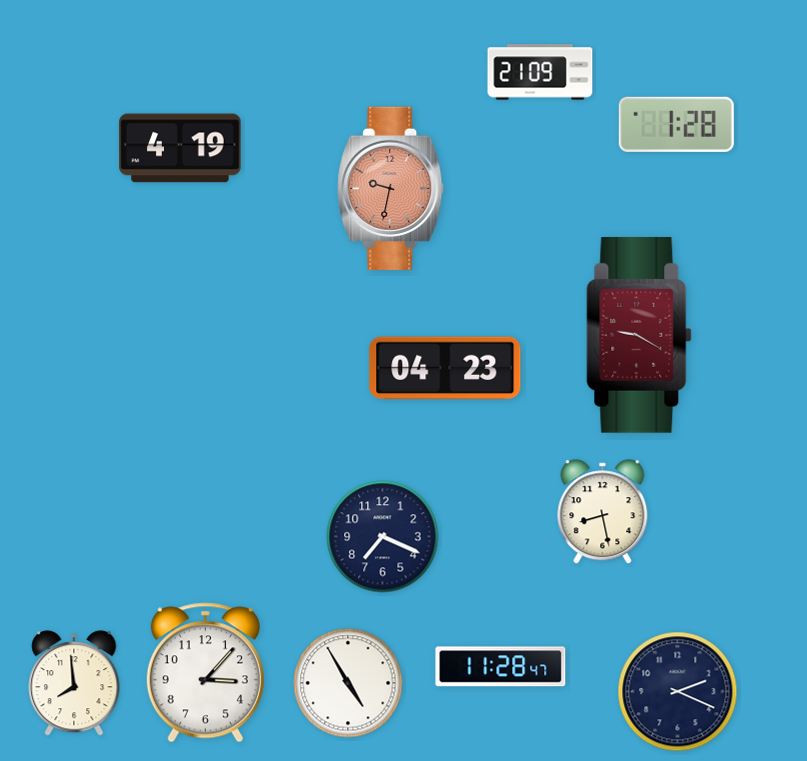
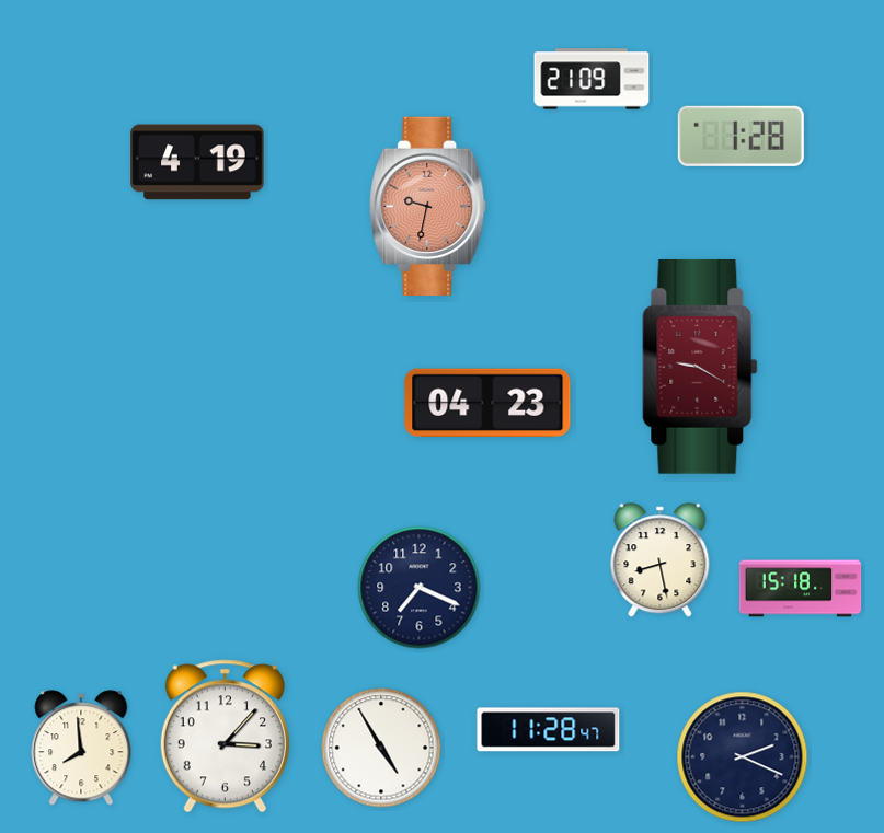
clock at (801, 589): none -> 15:18
